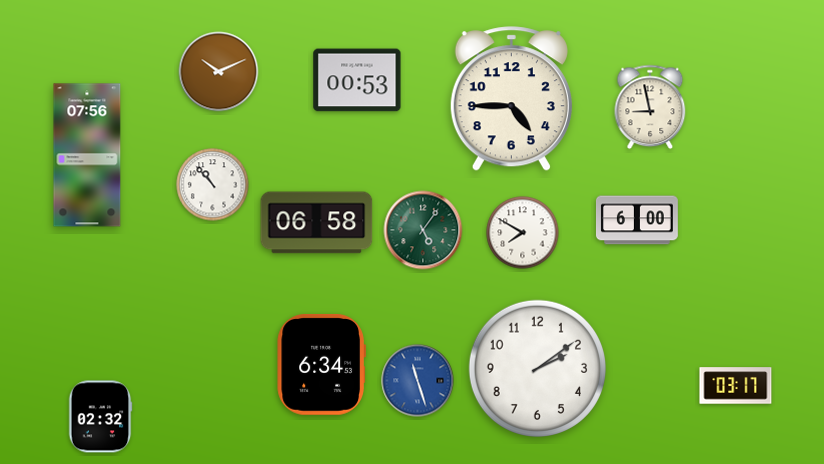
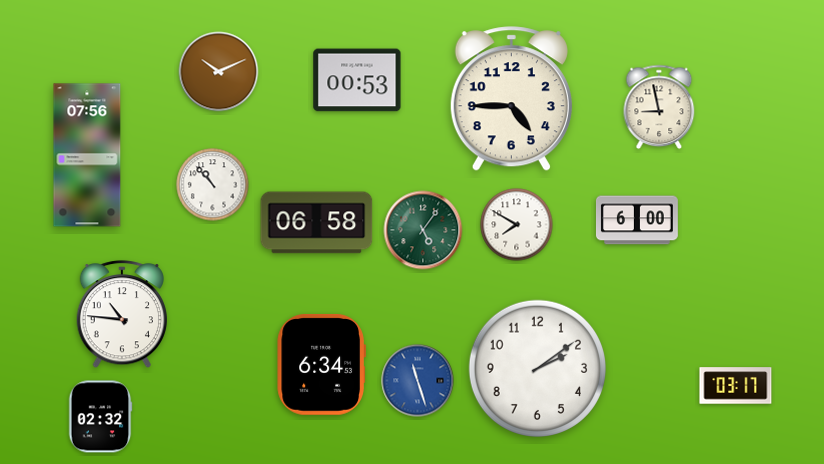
clock at (650, 107) position: (650, 107) -> (659, 107)
clock at (523, 233) position: (523, 233) -> (517, 225)
clock at (121, 315): none -> 10:46
